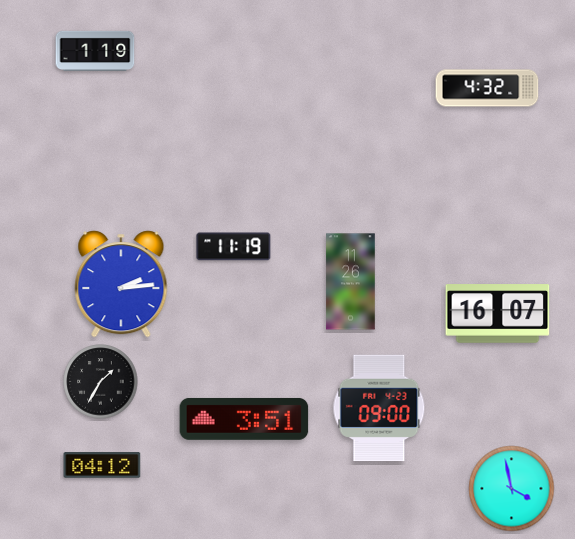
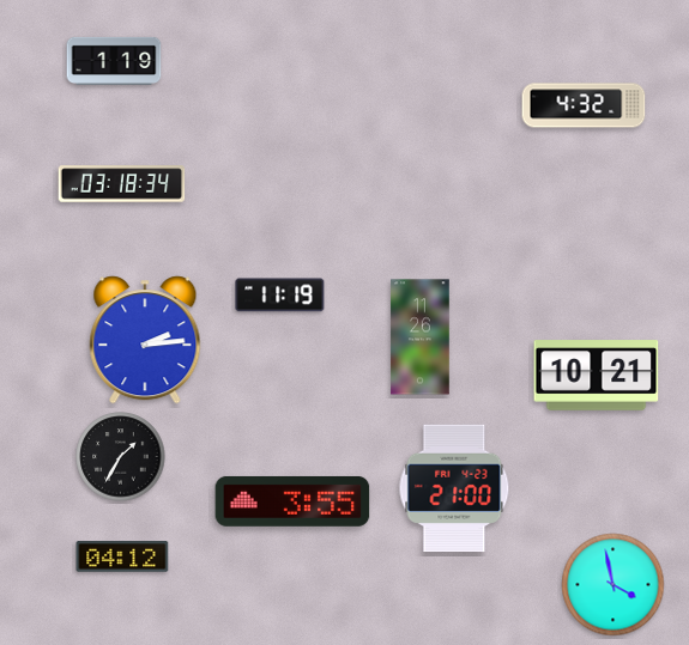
clock at (122, 184): none -> 03:18
clock at (498, 314): 16:07 -> 10:21
clock at (379, 408): 09:00 -> 21:00
clock at (244, 419): 3:51 -> 3:55
